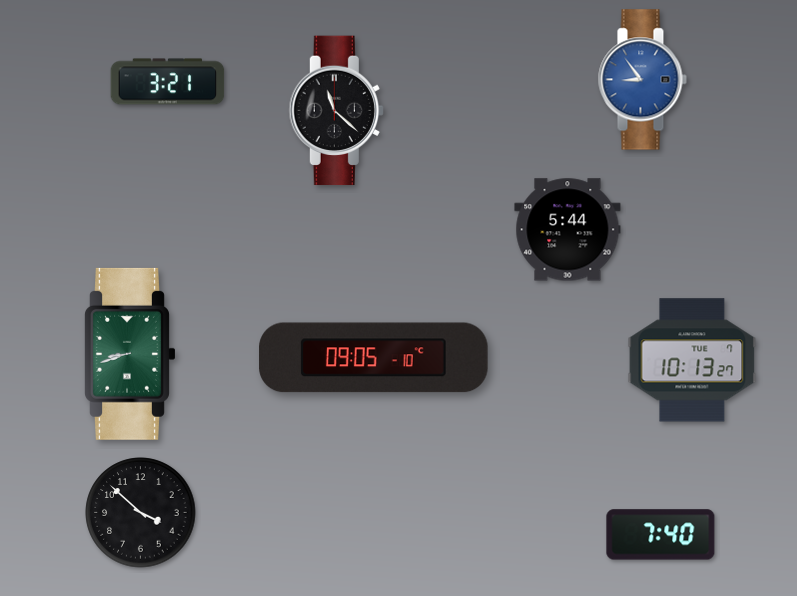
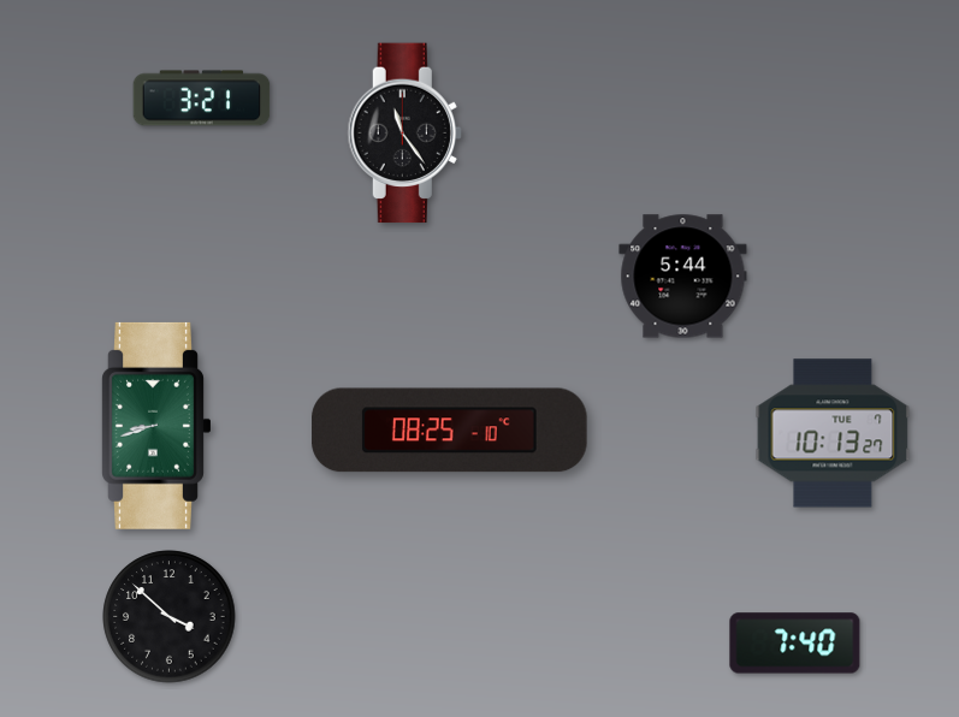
clock at (642, 80): 8:54 -> none
clock at (336, 111): 11:22 -> 11:24
clock at (374, 358): 09:05 -> 08:25
